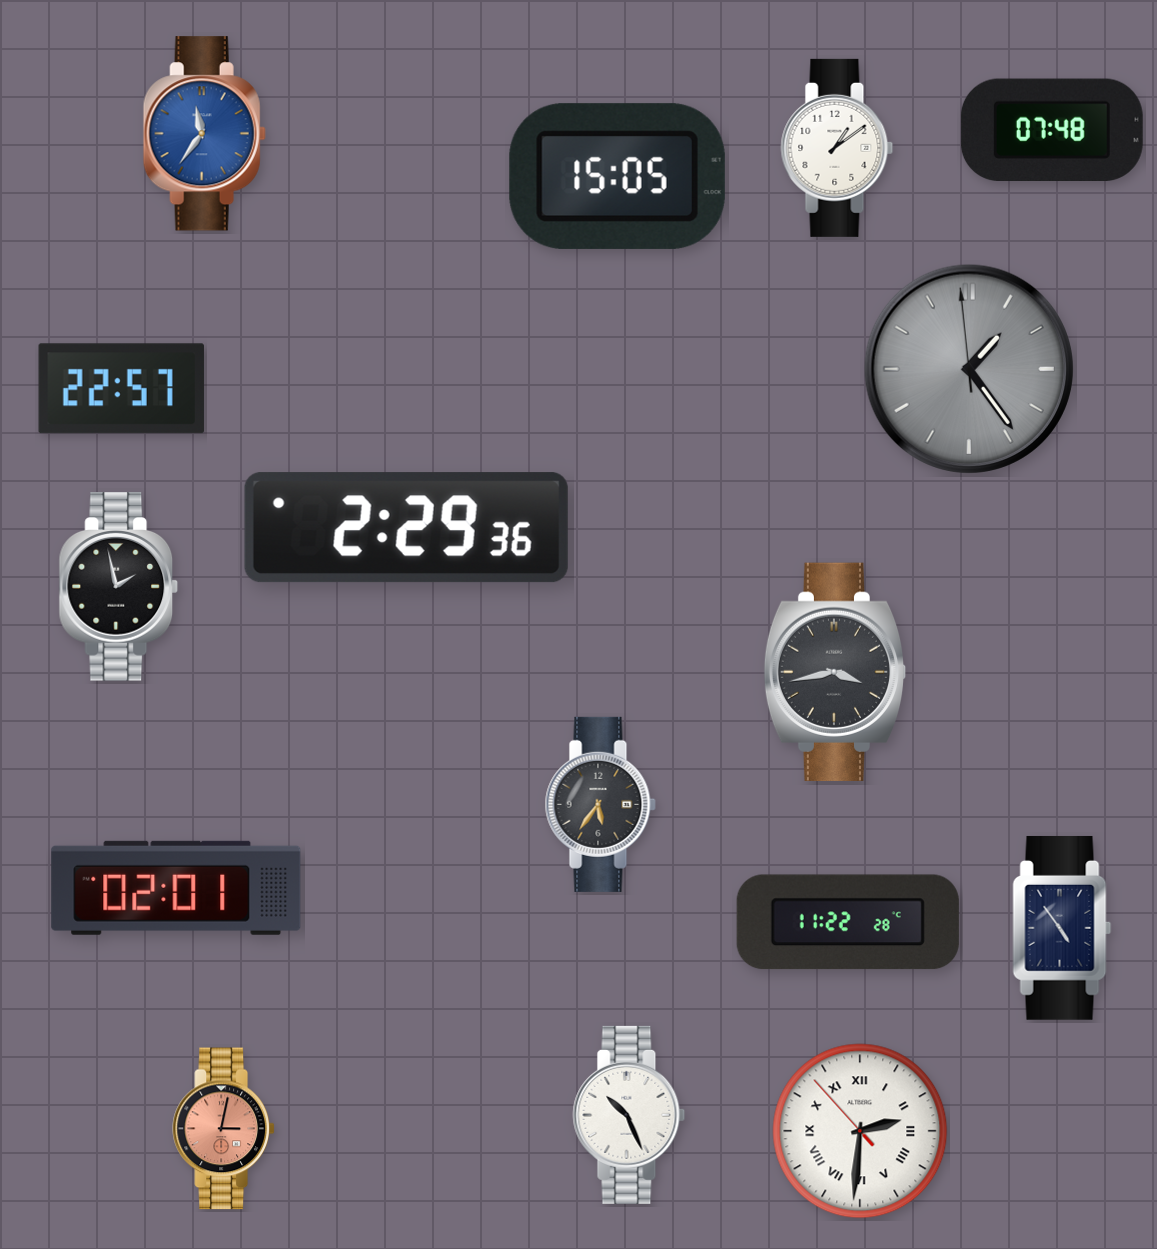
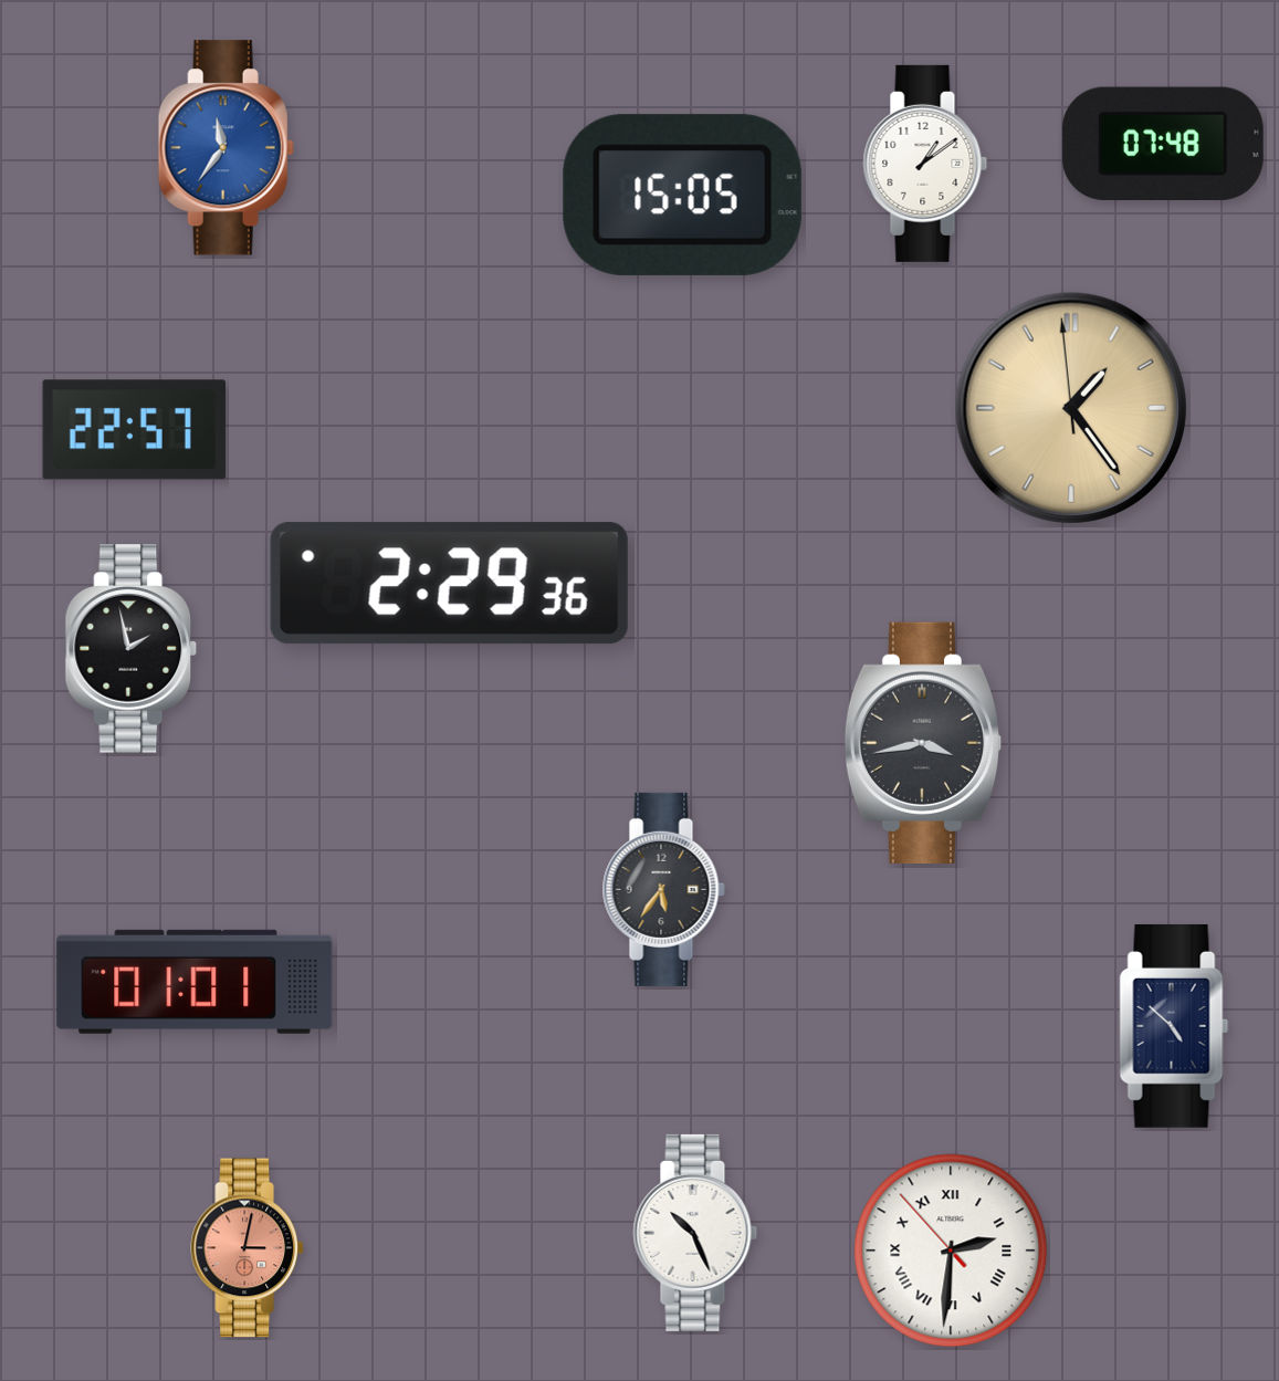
clock at (969, 369) dial: grey -> champagne
clock at (176, 888): 02:01 -> 01:01
clock at (848, 922): 11:22 -> none
clock at (1062, 928): 4:54 -> 4:52
